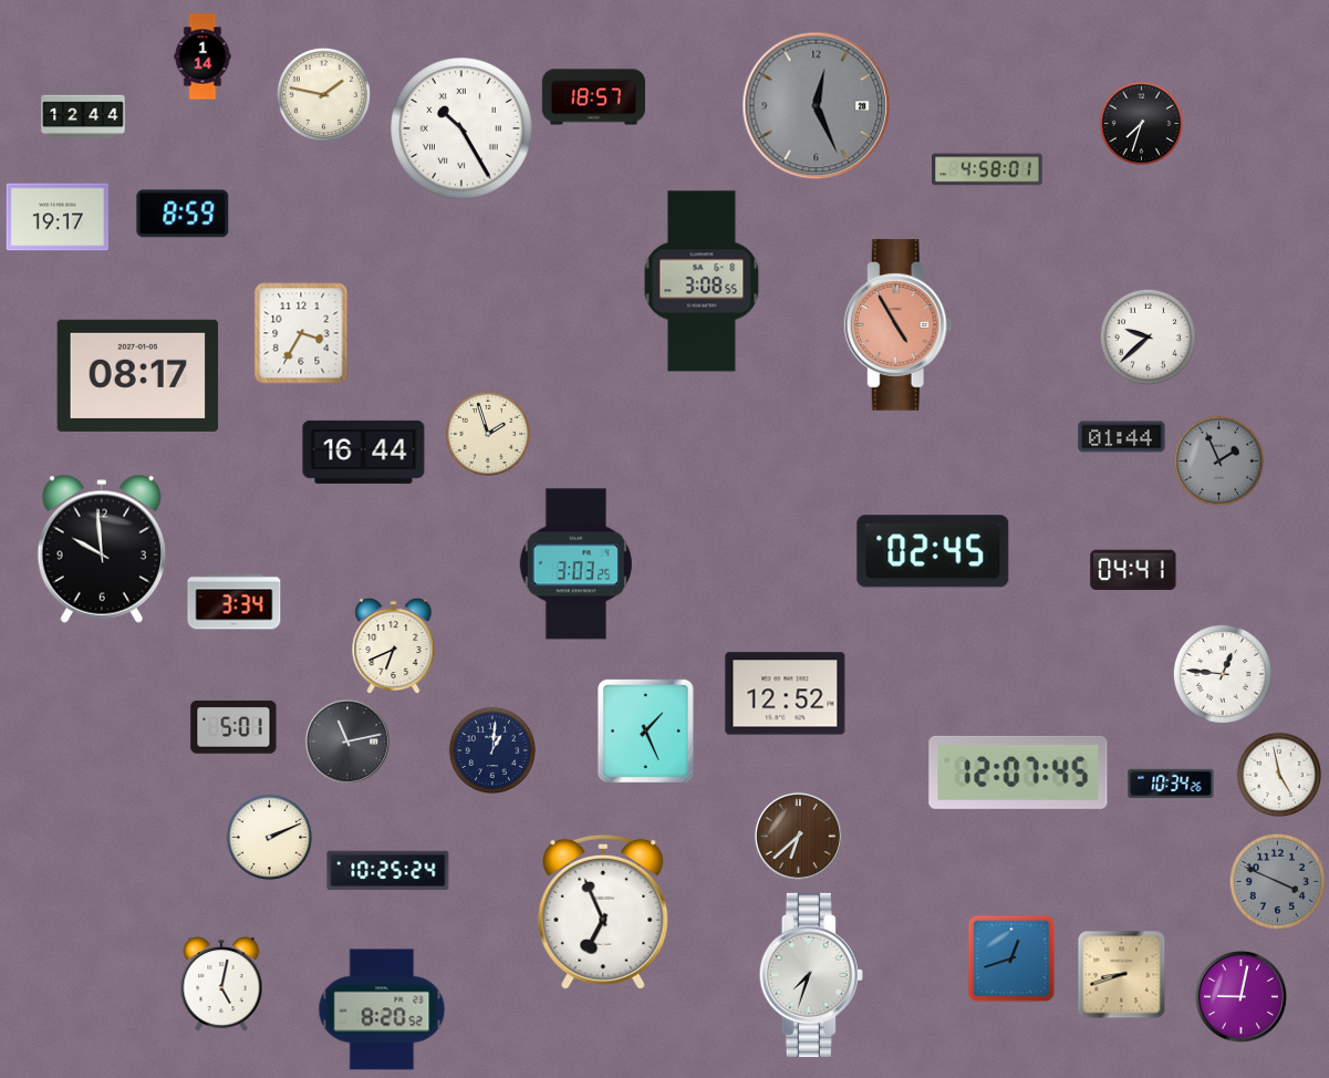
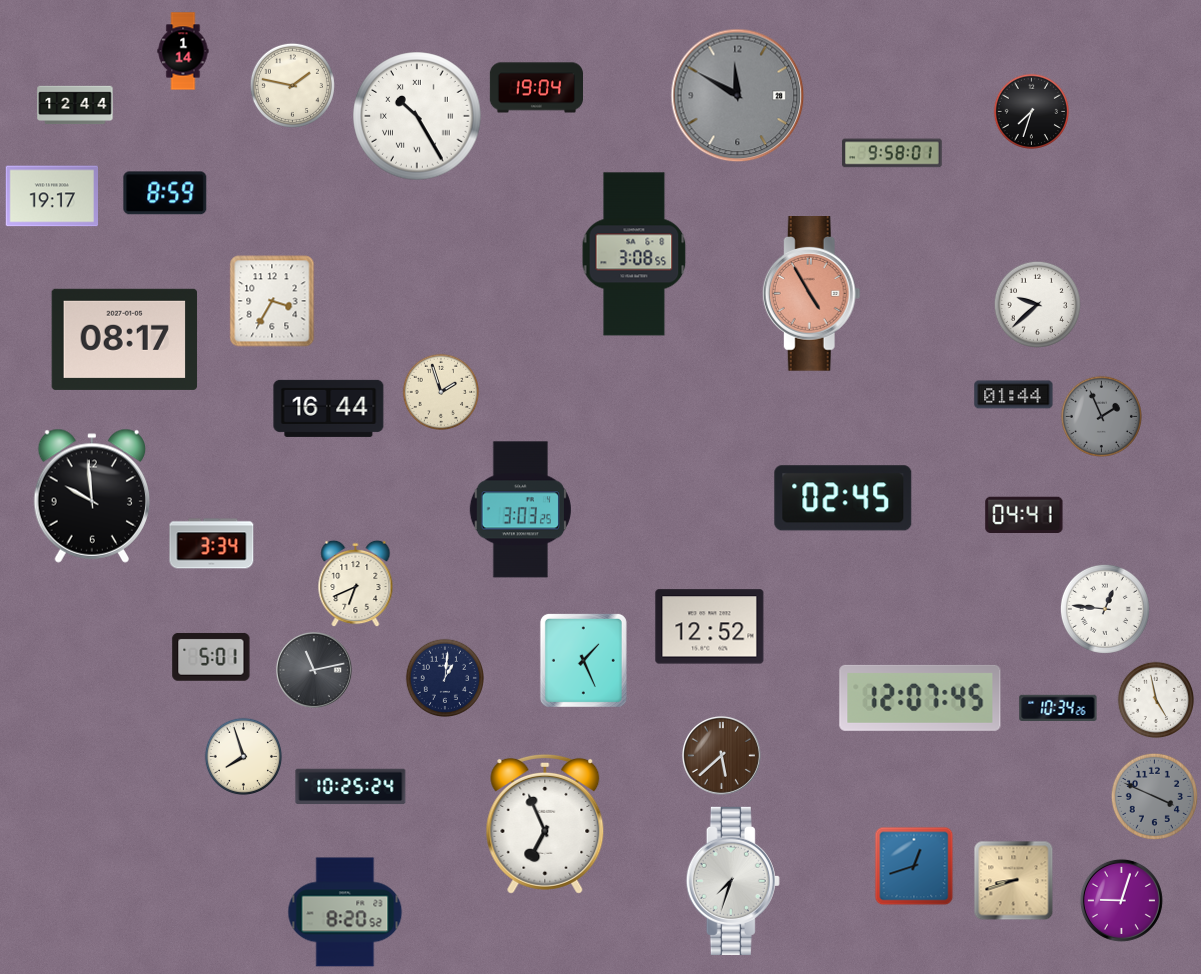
clock at (593, 97): 18:57 -> 19:04
clock at (817, 106): 12:26 -> 11:50
clock at (987, 169): 4:58 -> 9:58
clock at (798, 836): 6:38 -> 5:38
clock at (269, 837): 2:11 -> 7:57
clock at (221, 985): 5:02 -> none
clock at (1240, 996): 9:02 -> 9:03
